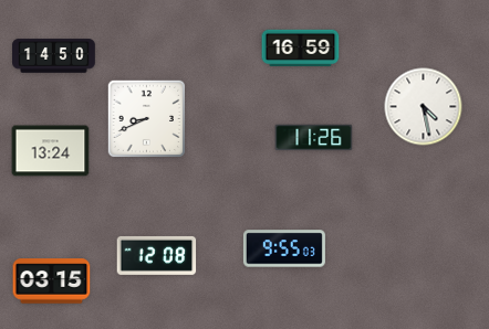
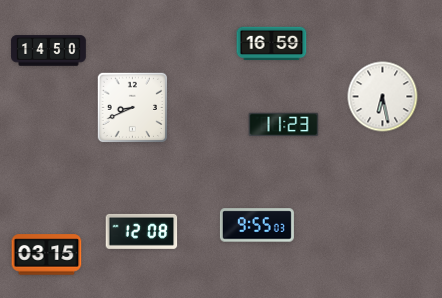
clock at (424, 107): 4:28 -> 6:28
clock at (314, 138): 11:26 -> 11:23
clock at (51, 151): 13:24 -> none
